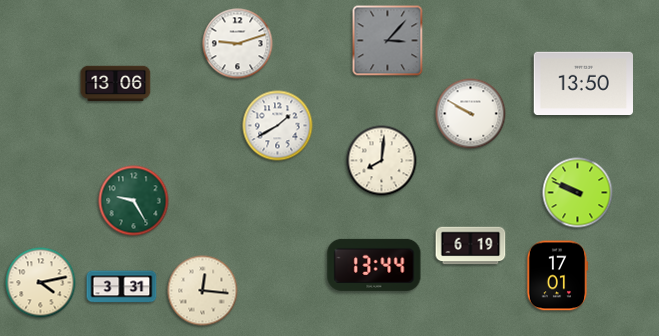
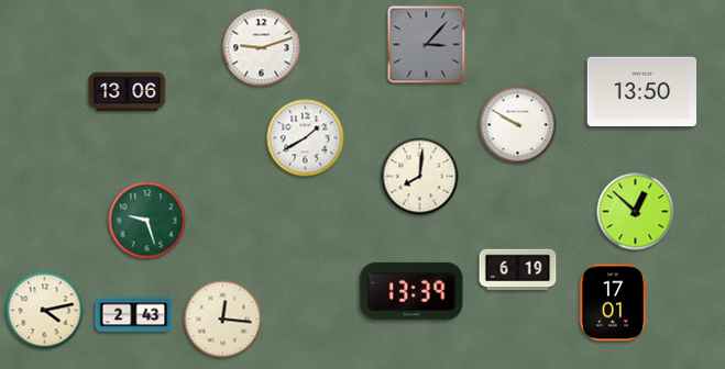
clock at (578, 193): 9:49 -> 12:52
clock at (134, 201): 9:25 -> 9:27
clock at (374, 265): 13:44 -> 13:39
clock at (122, 287): 3:31 -> 2:43
